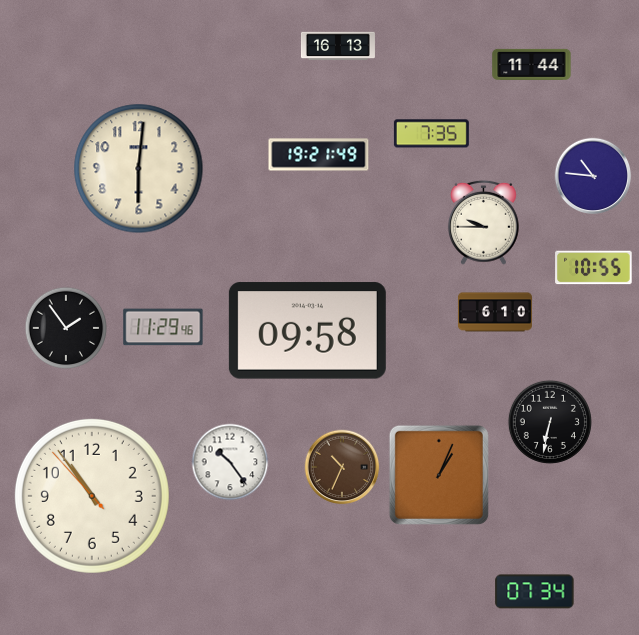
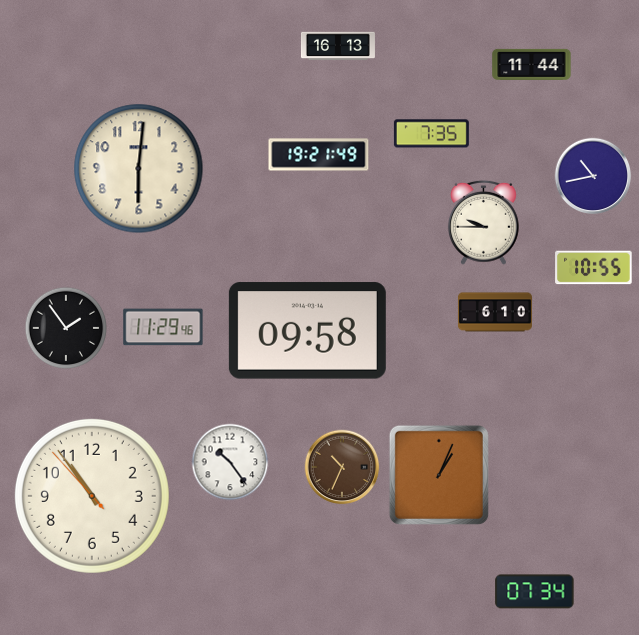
clock at (593, 176): 10:46 -> 10:43
clock at (550, 422): 6:32 -> none
